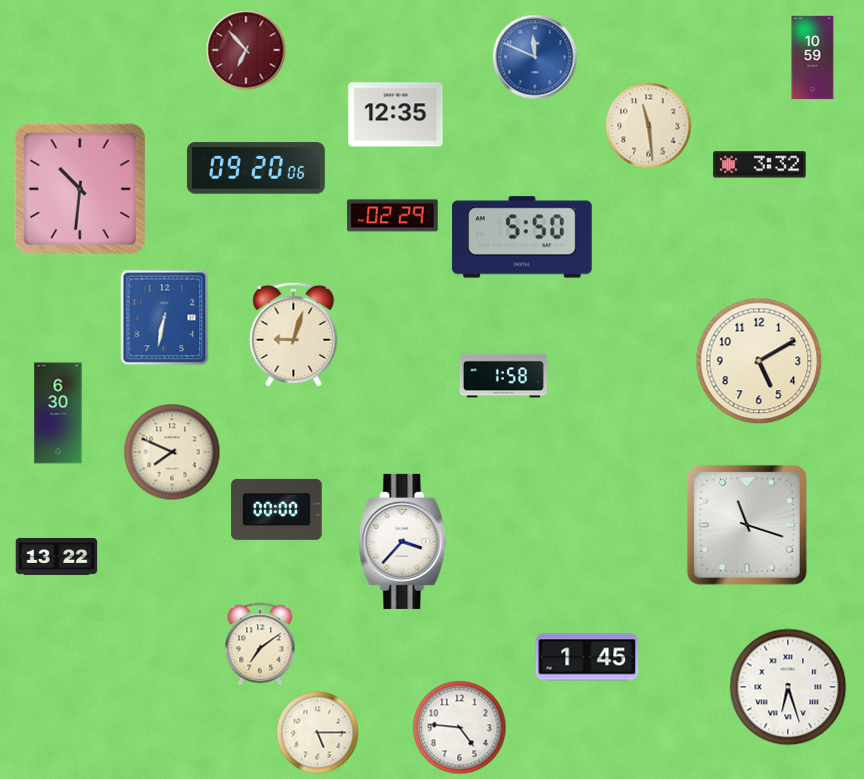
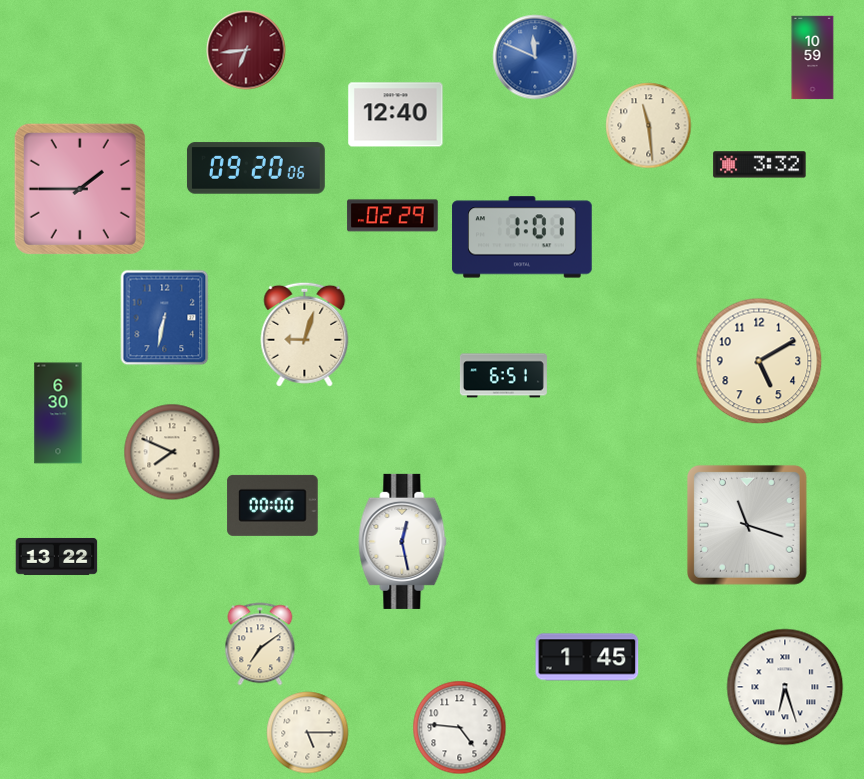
clock at (246, 50): 6:53 -> 6:44
clock at (396, 115): 12:35 -> 12:40
clock at (80, 189): 10:31 -> 1:45
clock at (522, 237): 5:50 -> 1:01
clock at (294, 334) position: (294, 334) -> (305, 334)
clock at (503, 376): 1:58 -> 6:51
clock at (277, 509) position: (277, 509) -> (273, 505)
clock at (403, 541): 3:37 -> 12:28
clock at (788, 687) position: (788, 687) -> (785, 687)
clock at (318, 733) position: (318, 733) -> (308, 733)
